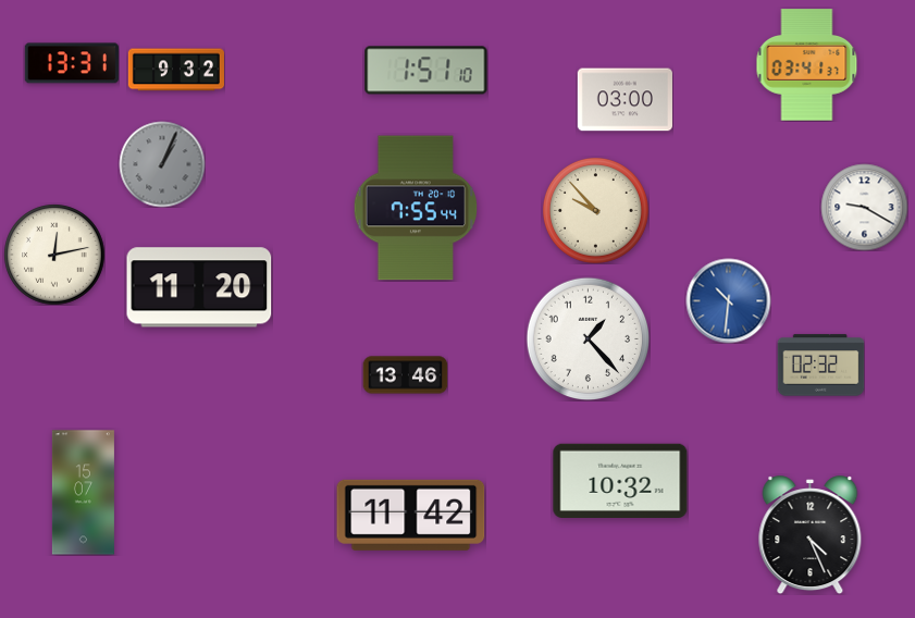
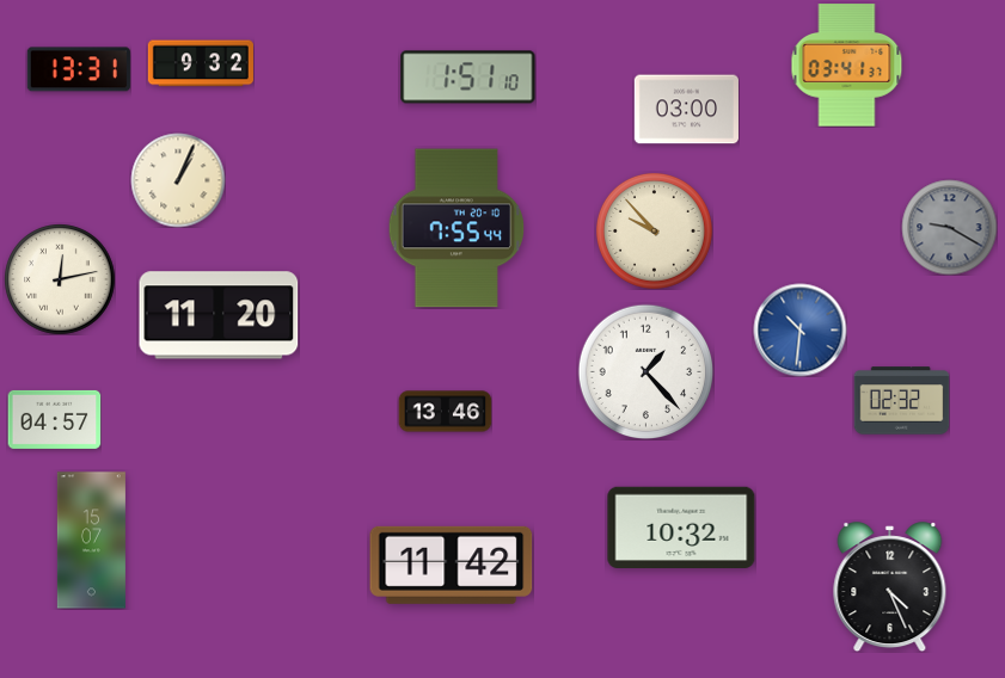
clock at (807, 65) position: (807, 65) -> (847, 66)
clock at (176, 70) position: (176, 70) -> (201, 63)
clock at (162, 164) dial: grey -> cream
clock at (864, 207) dial: white -> grey
clock at (54, 419): none -> 04:57
